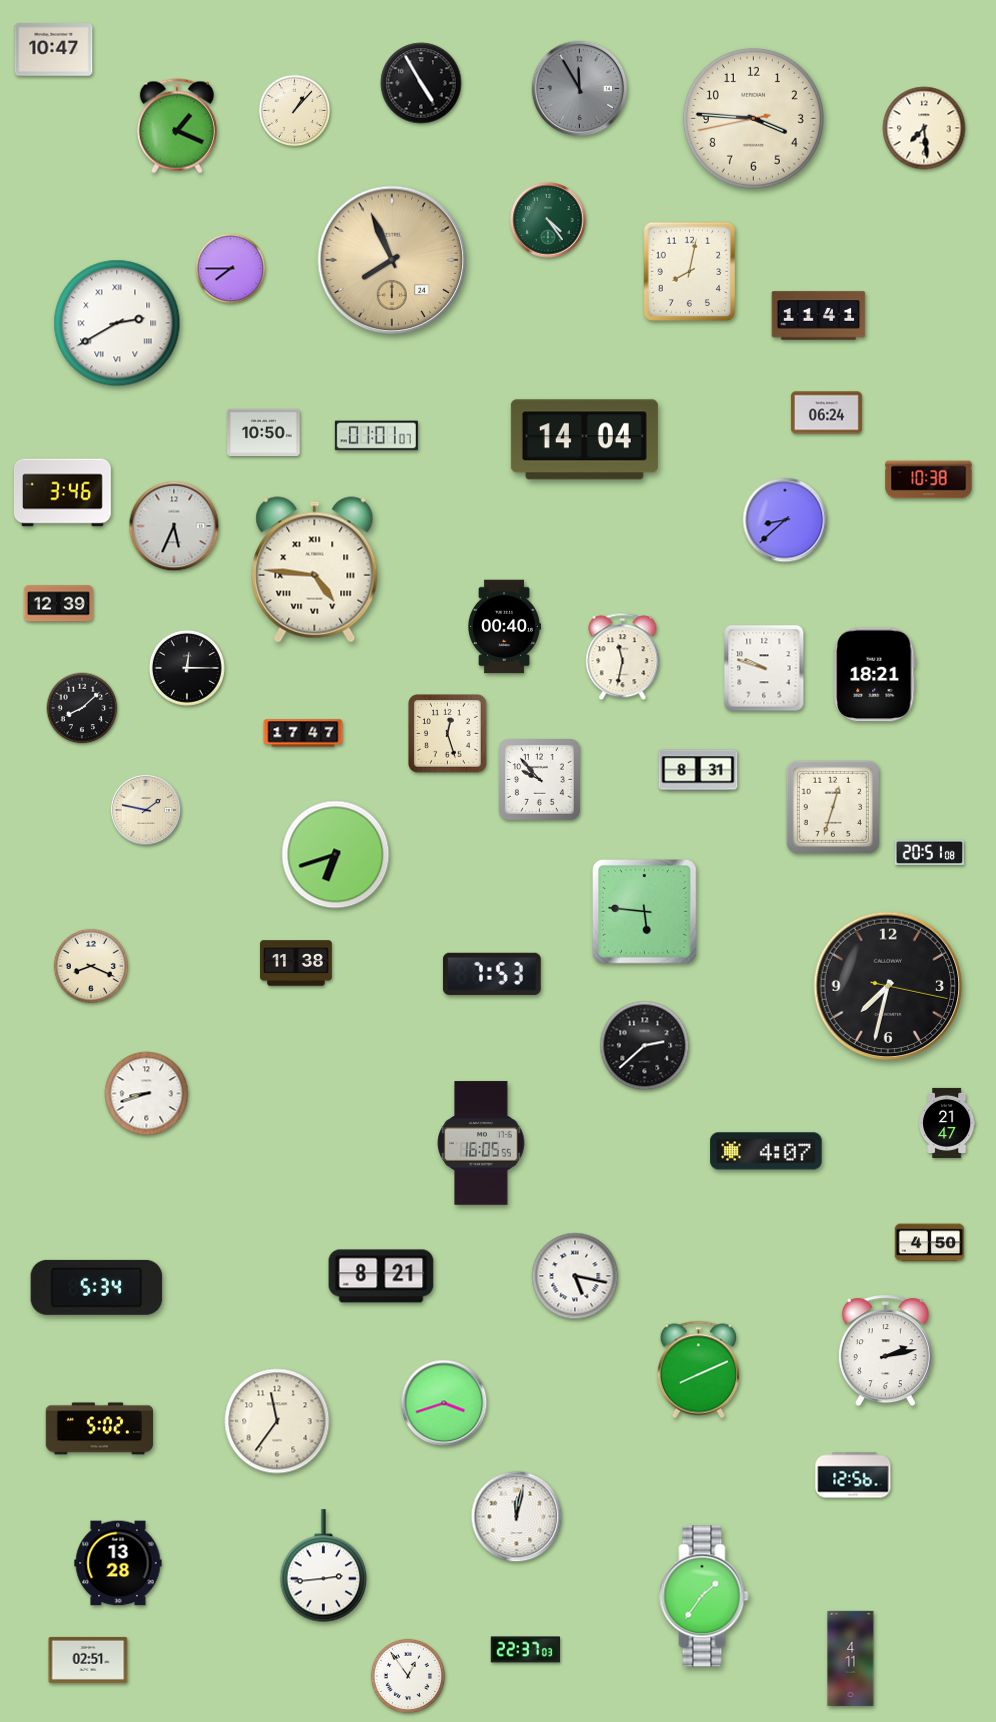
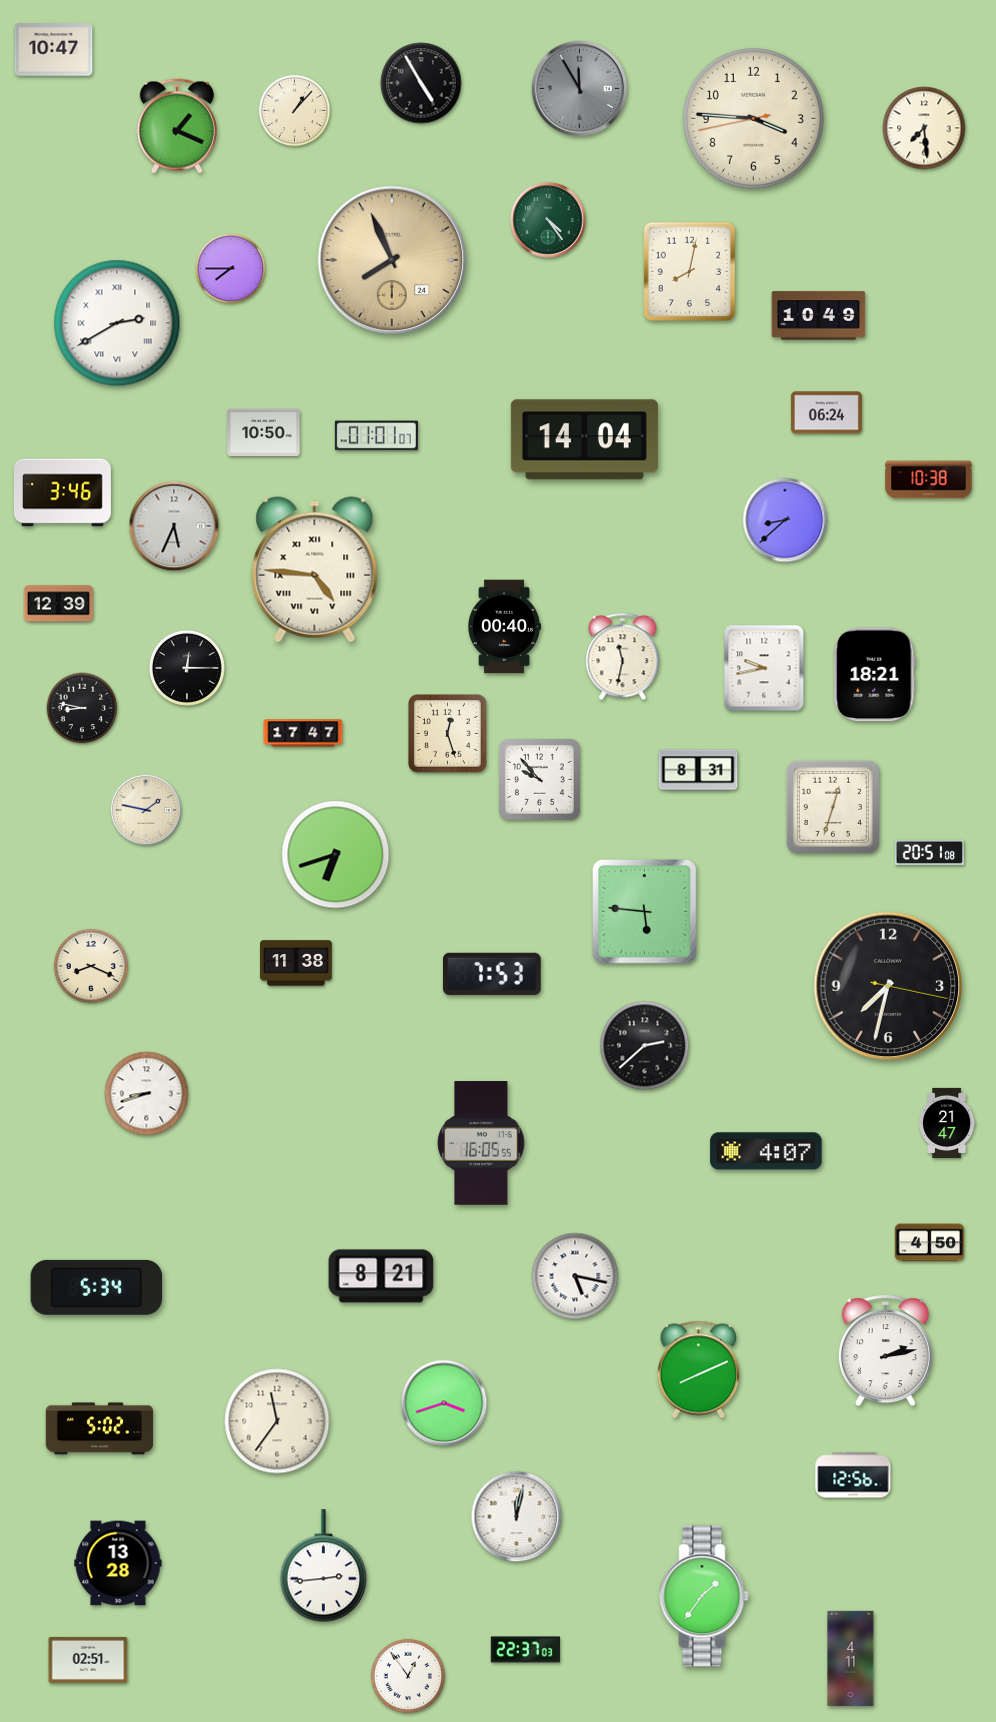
clock at (819, 316): 11:41 -> 10:49
clock at (764, 668): 9:48 -> 9:43
clock at (82, 708): 8:08 -> 8:47
